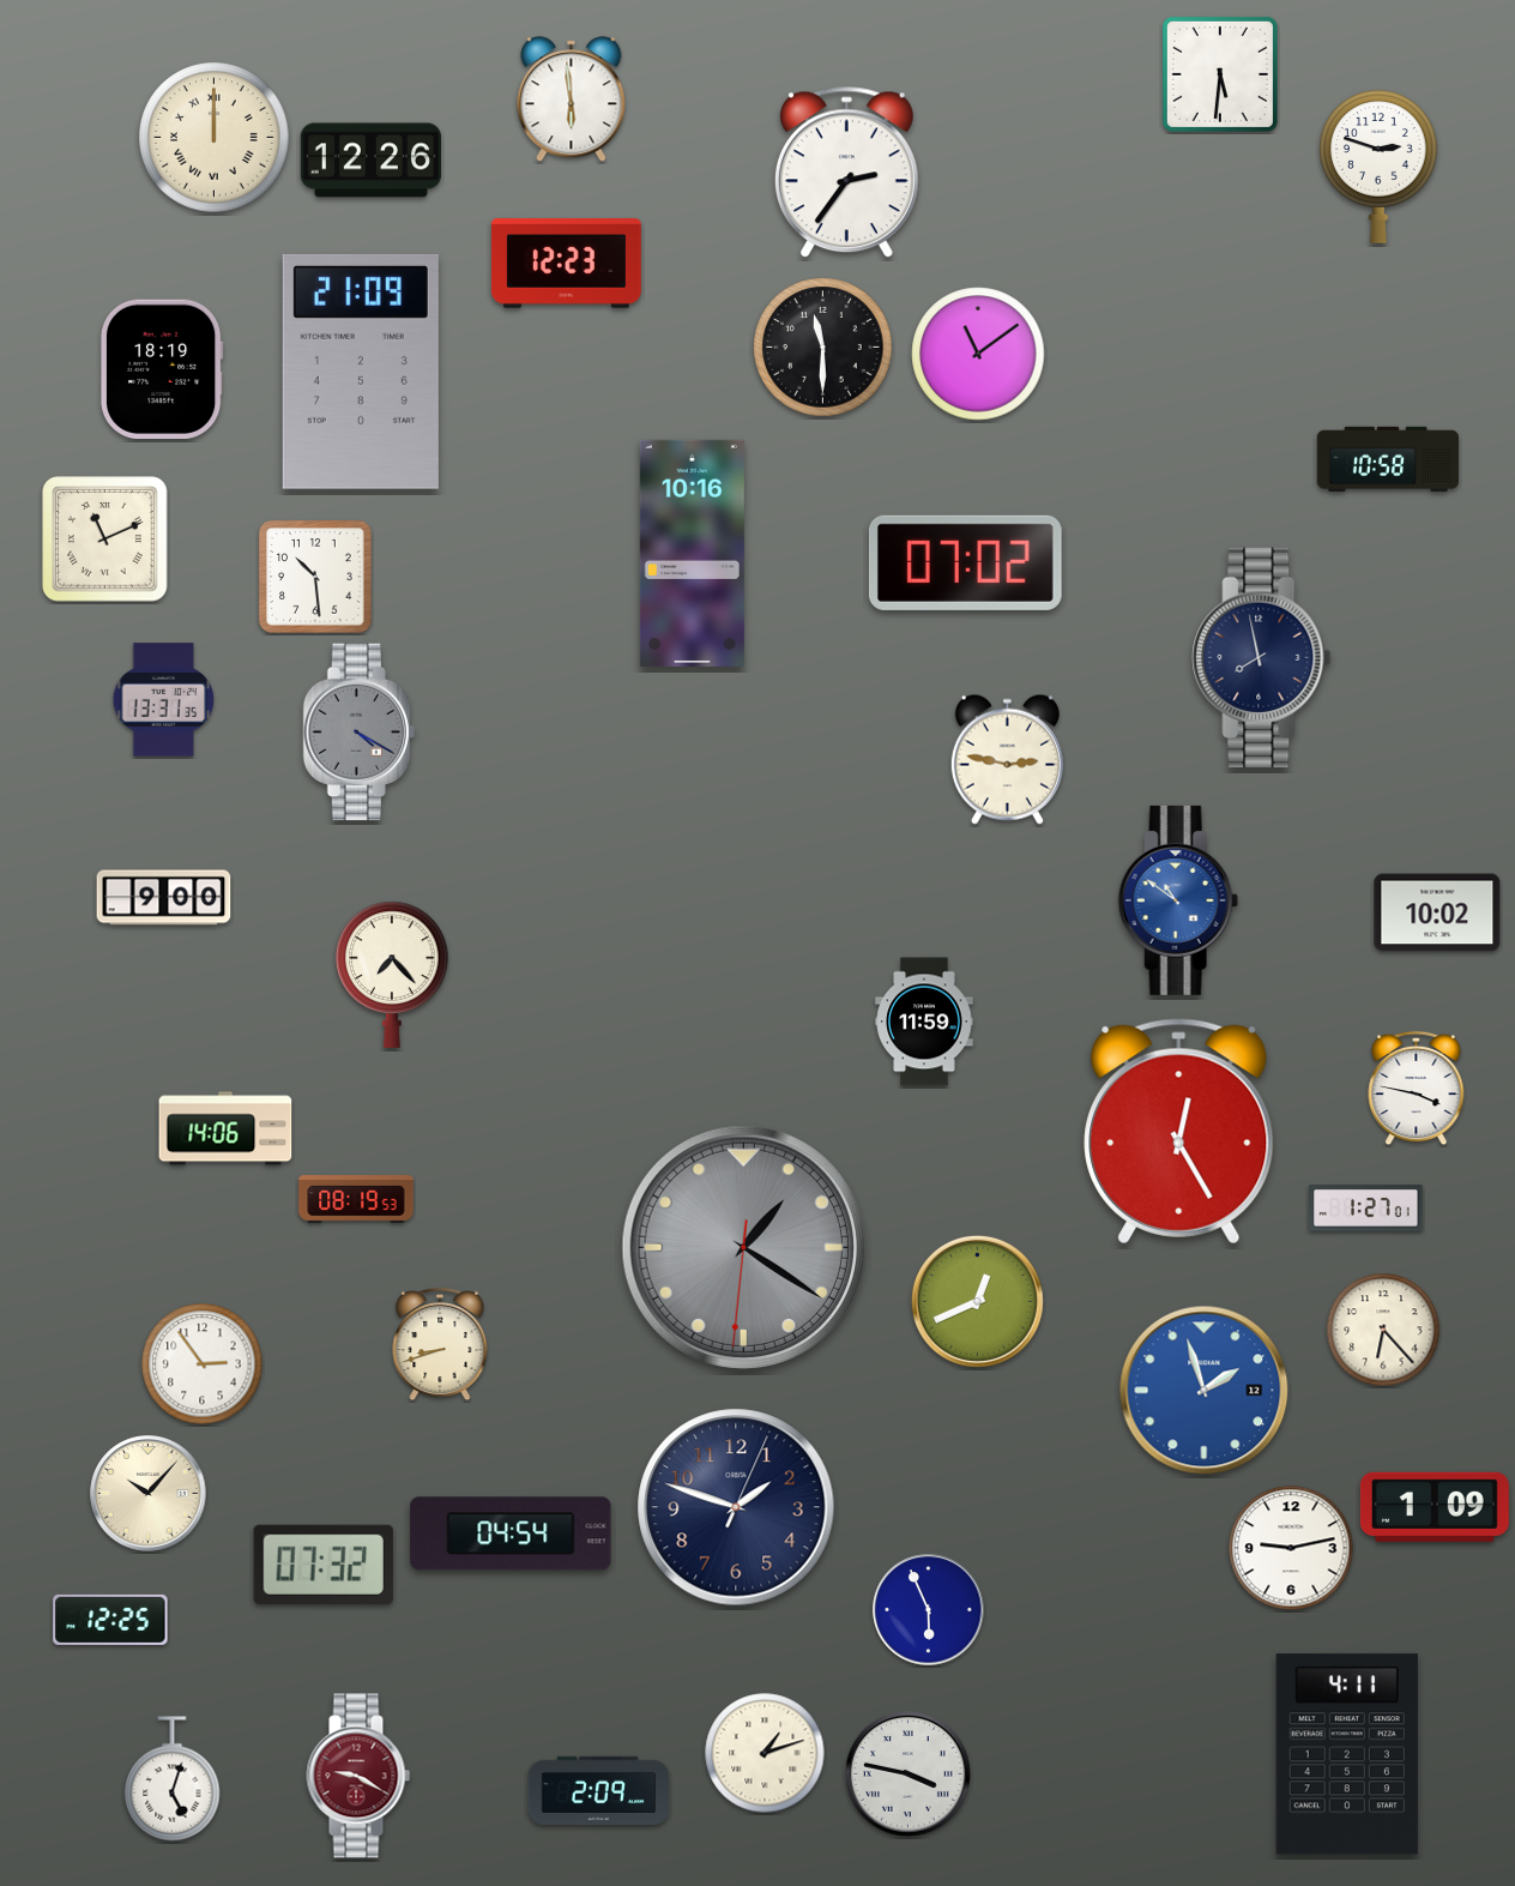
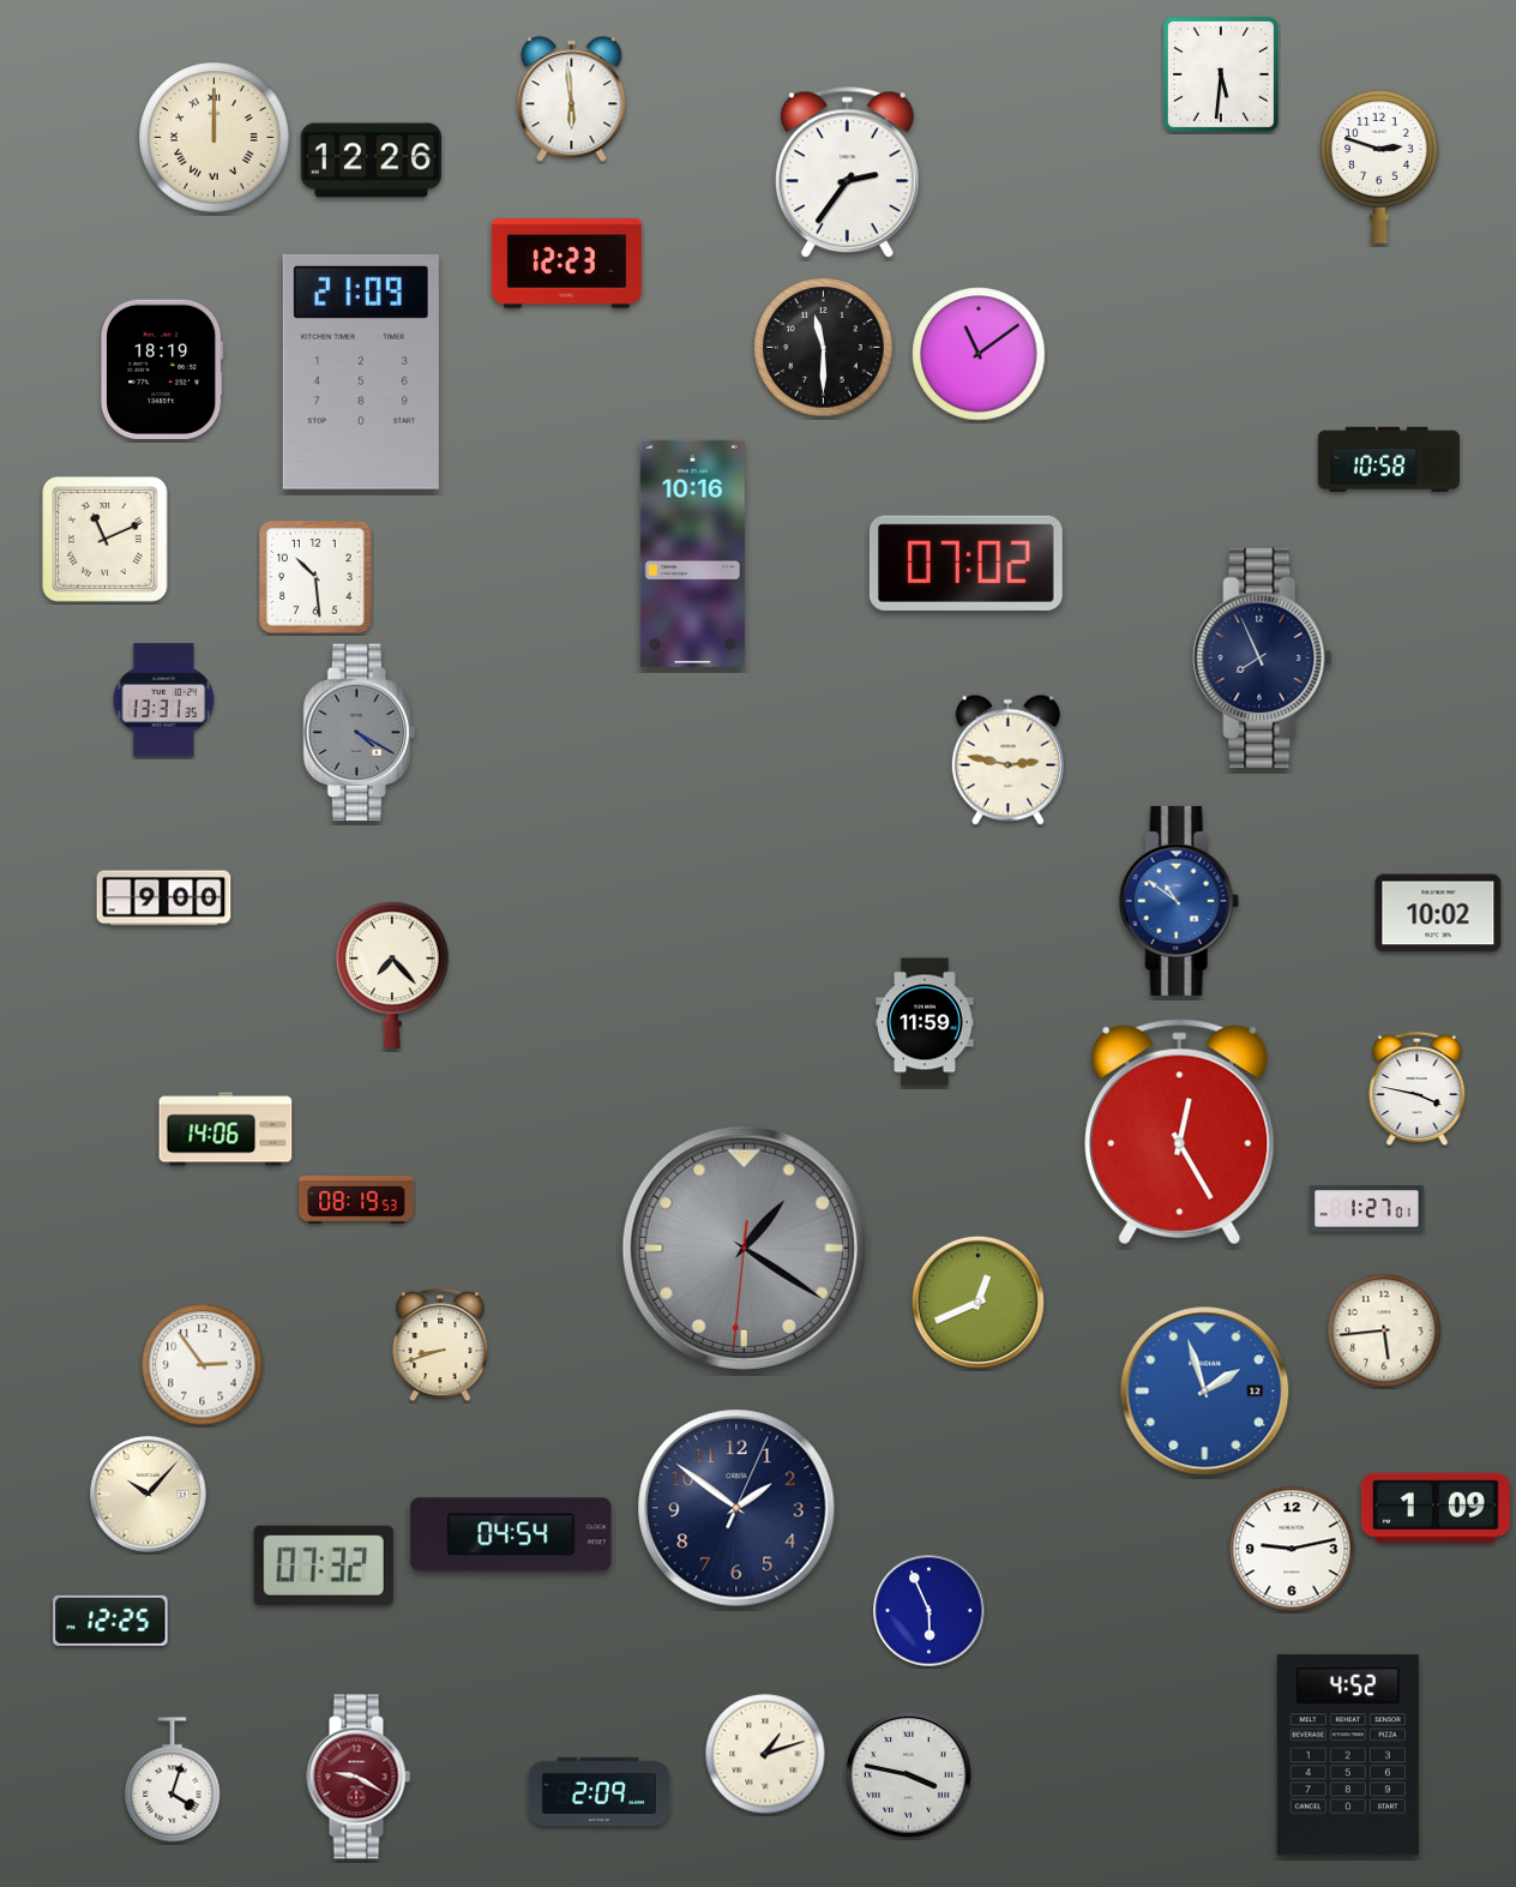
clock at (1262, 658): 7:58 -> 7:56
clock at (1383, 1330): 6:23 -> 5:44
clock at (736, 1507): 1:48 -> 1:51
clock at (1347, 1754): 4:11 -> 4:52
clock at (173, 1779): 5:03 -> 4:03
